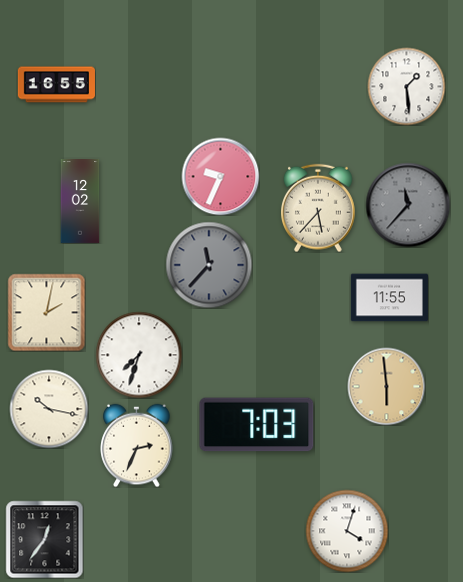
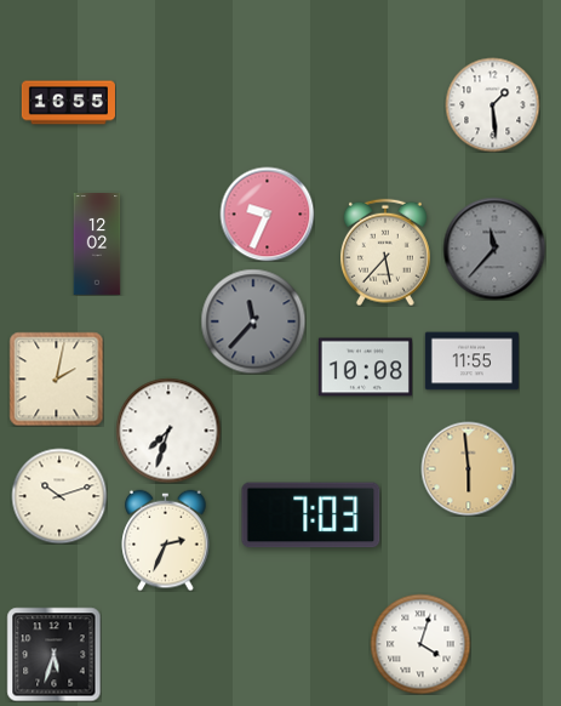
clock at (365, 368): none -> 10:08
clock at (49, 409): 10:17 -> 10:12
clock at (44, 539): 12:36 -> 5:33
